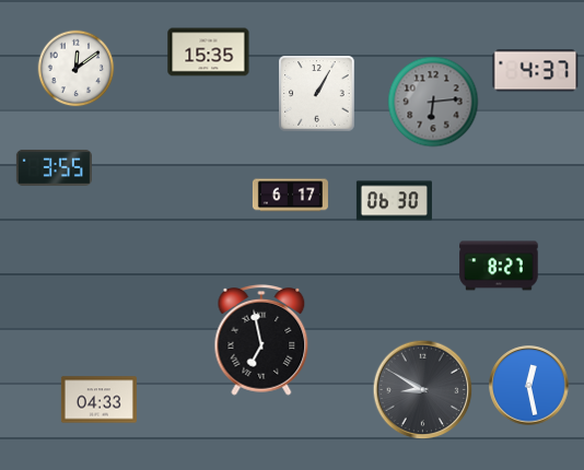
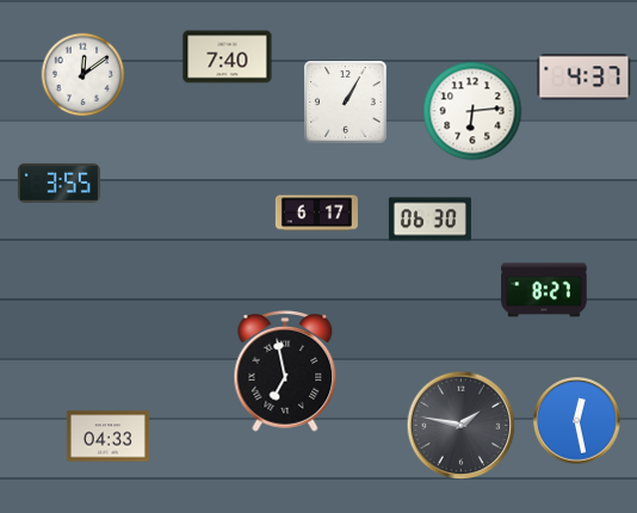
clock at (209, 52): 15:35 -> 7:40
clock at (433, 102) dial: grey -> white
clock at (423, 390): 8:50 -> 1:47
